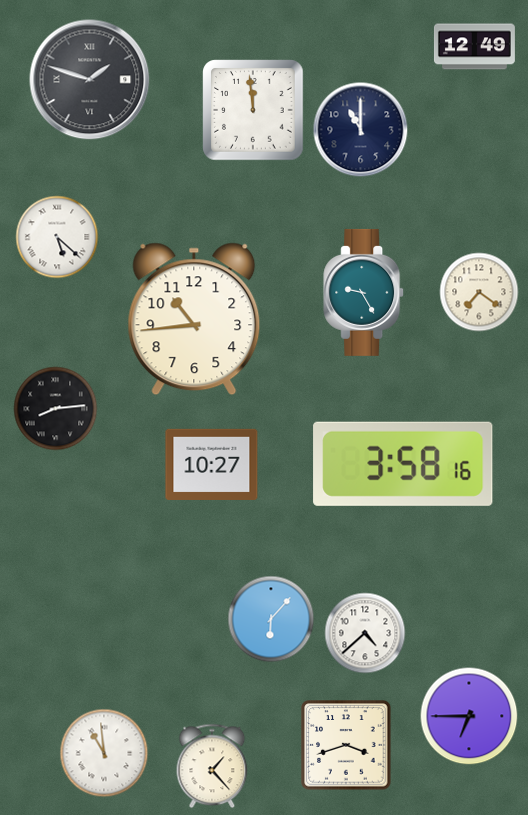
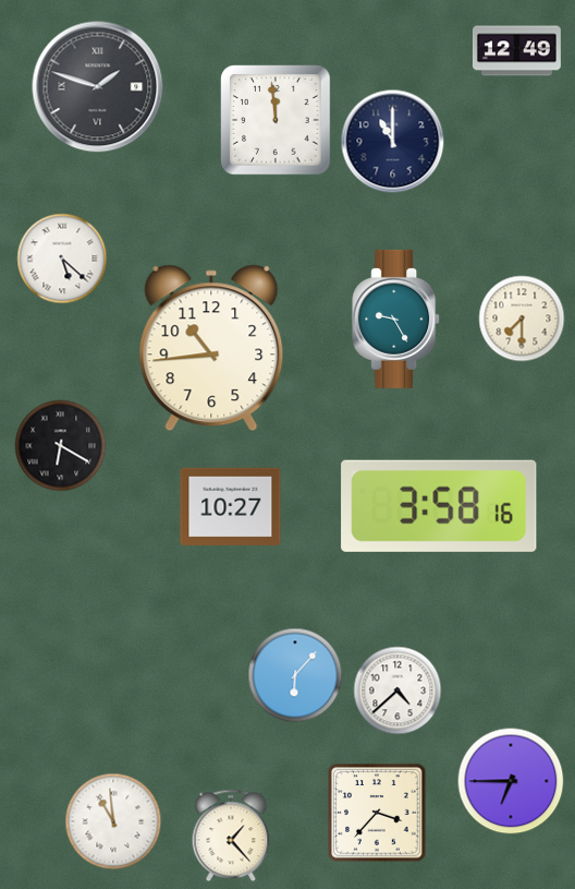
clock at (479, 292): 7:21 -> 7:30
clock at (56, 409): 8:14 -> 6:20
clock at (346, 745): 3:42 -> 3:37
